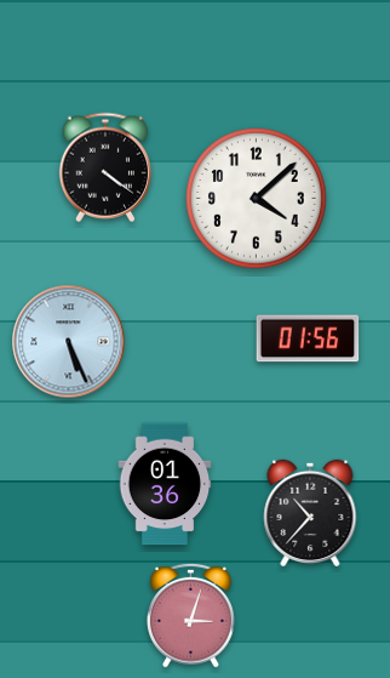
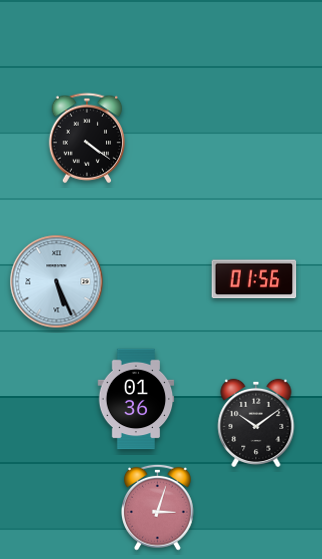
clock at (257, 199): 4:08 -> none
clock at (310, 512): 10:37 -> 10:09
